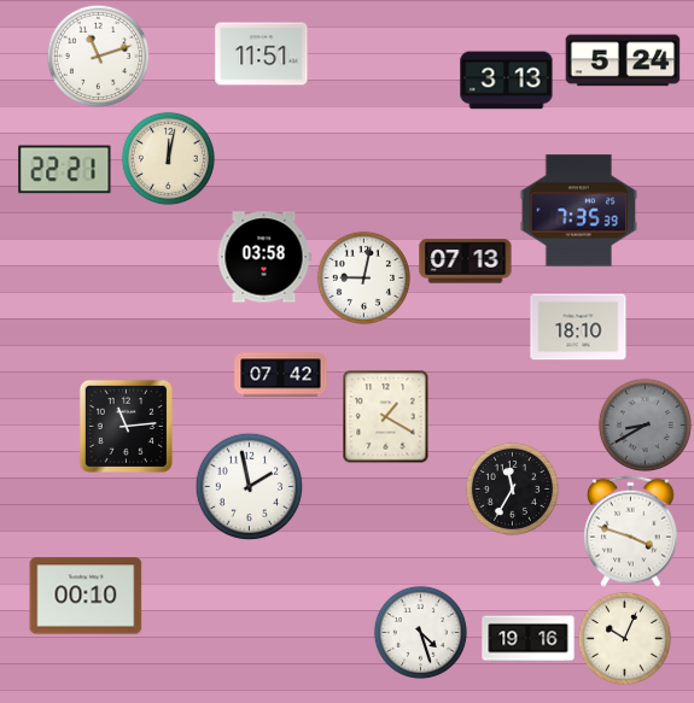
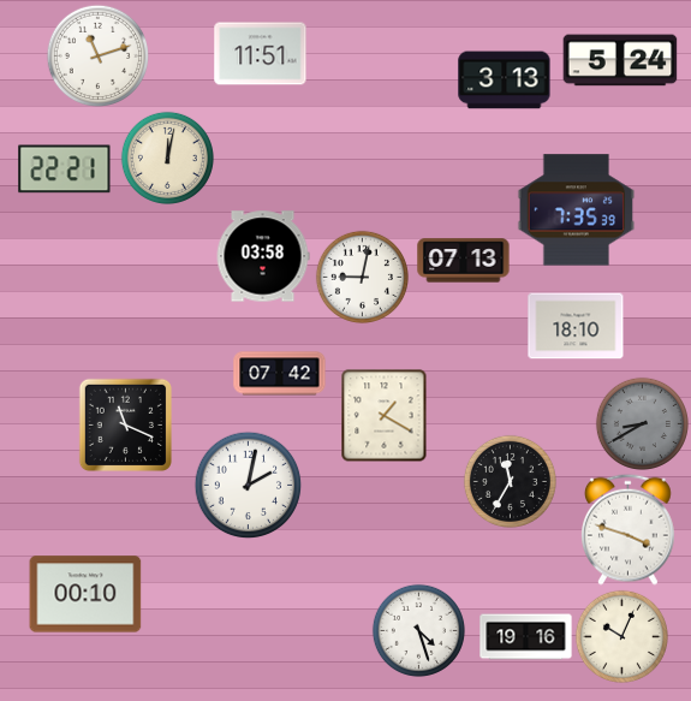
clock at (126, 426): 11:14 -> 11:19
clock at (249, 486): 1:58 -> 2:02
clock at (512, 488) position: (512, 488) -> (510, 481)
